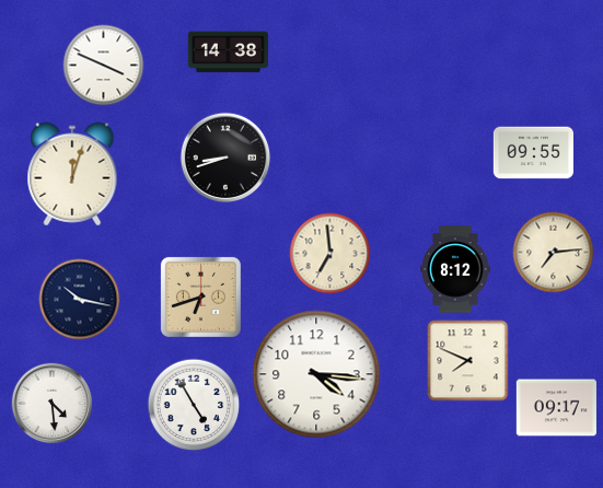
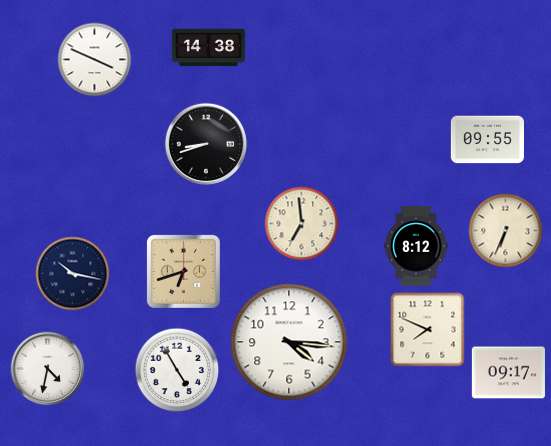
clock at (72, 174): 12:03 -> none
clock at (554, 253): 7:14 -> 6:34
clock at (331, 254) position: (331, 254) -> (302, 224)
clock at (53, 404): 4:29 -> 4:32
